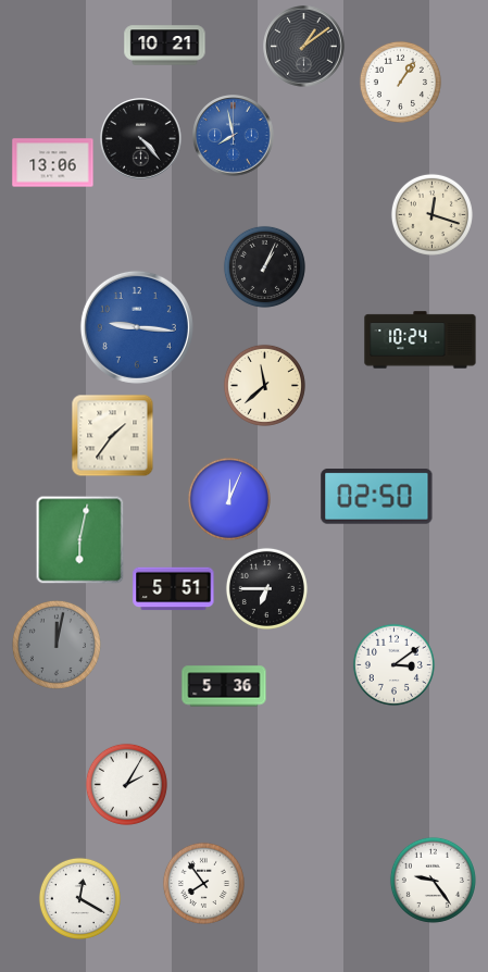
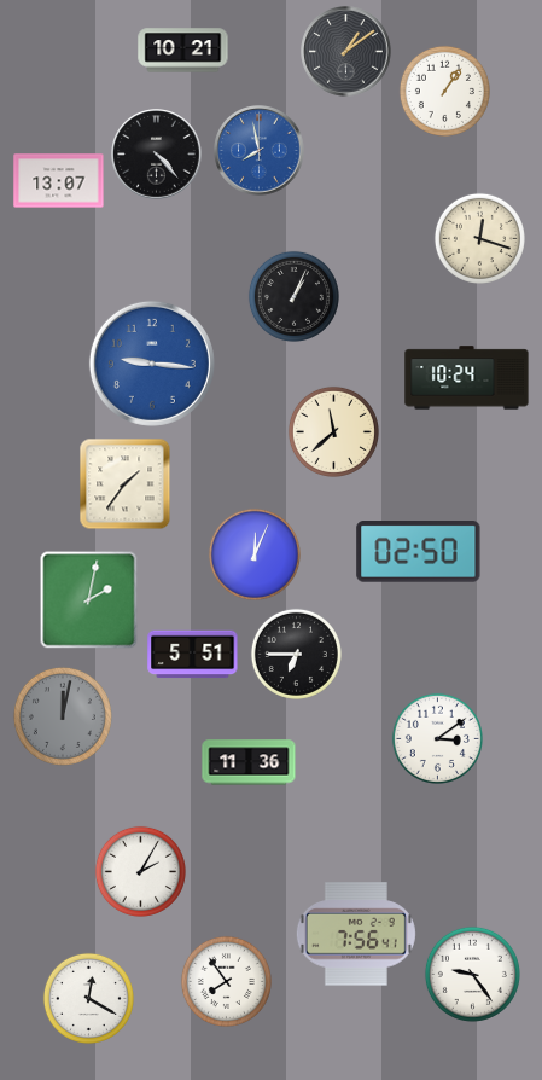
clock at (304, 47) position: (304, 47) -> (346, 52)
clock at (53, 163): 13:06 -> 13:07
clock at (264, 385) position: (264, 385) -> (333, 431)
clock at (80, 540): 6:02 -> 2:02
clock at (224, 686): 5:36 -> 11:36
clock at (356, 934): none -> 7:56
clock at (433, 880) position: (433, 880) -> (472, 974)
